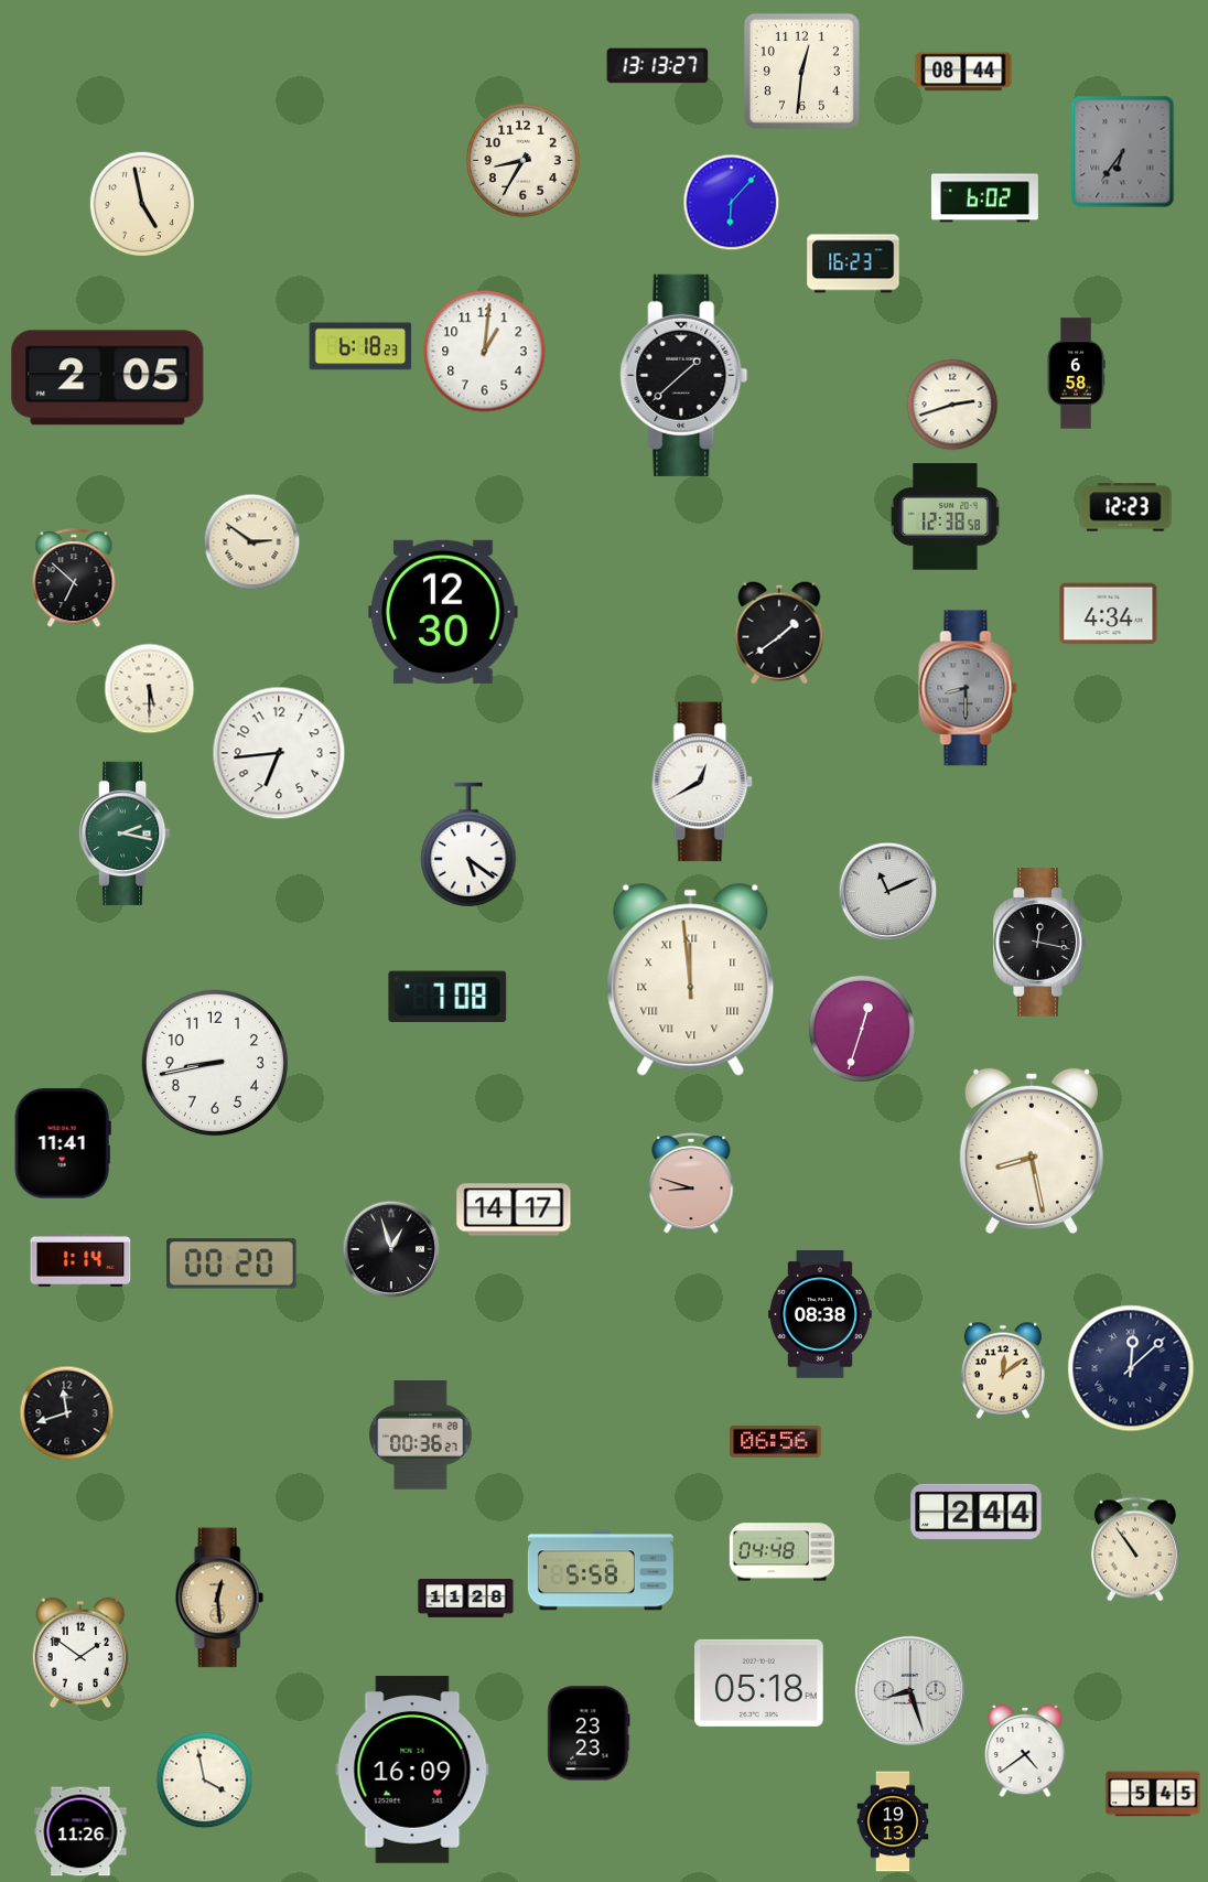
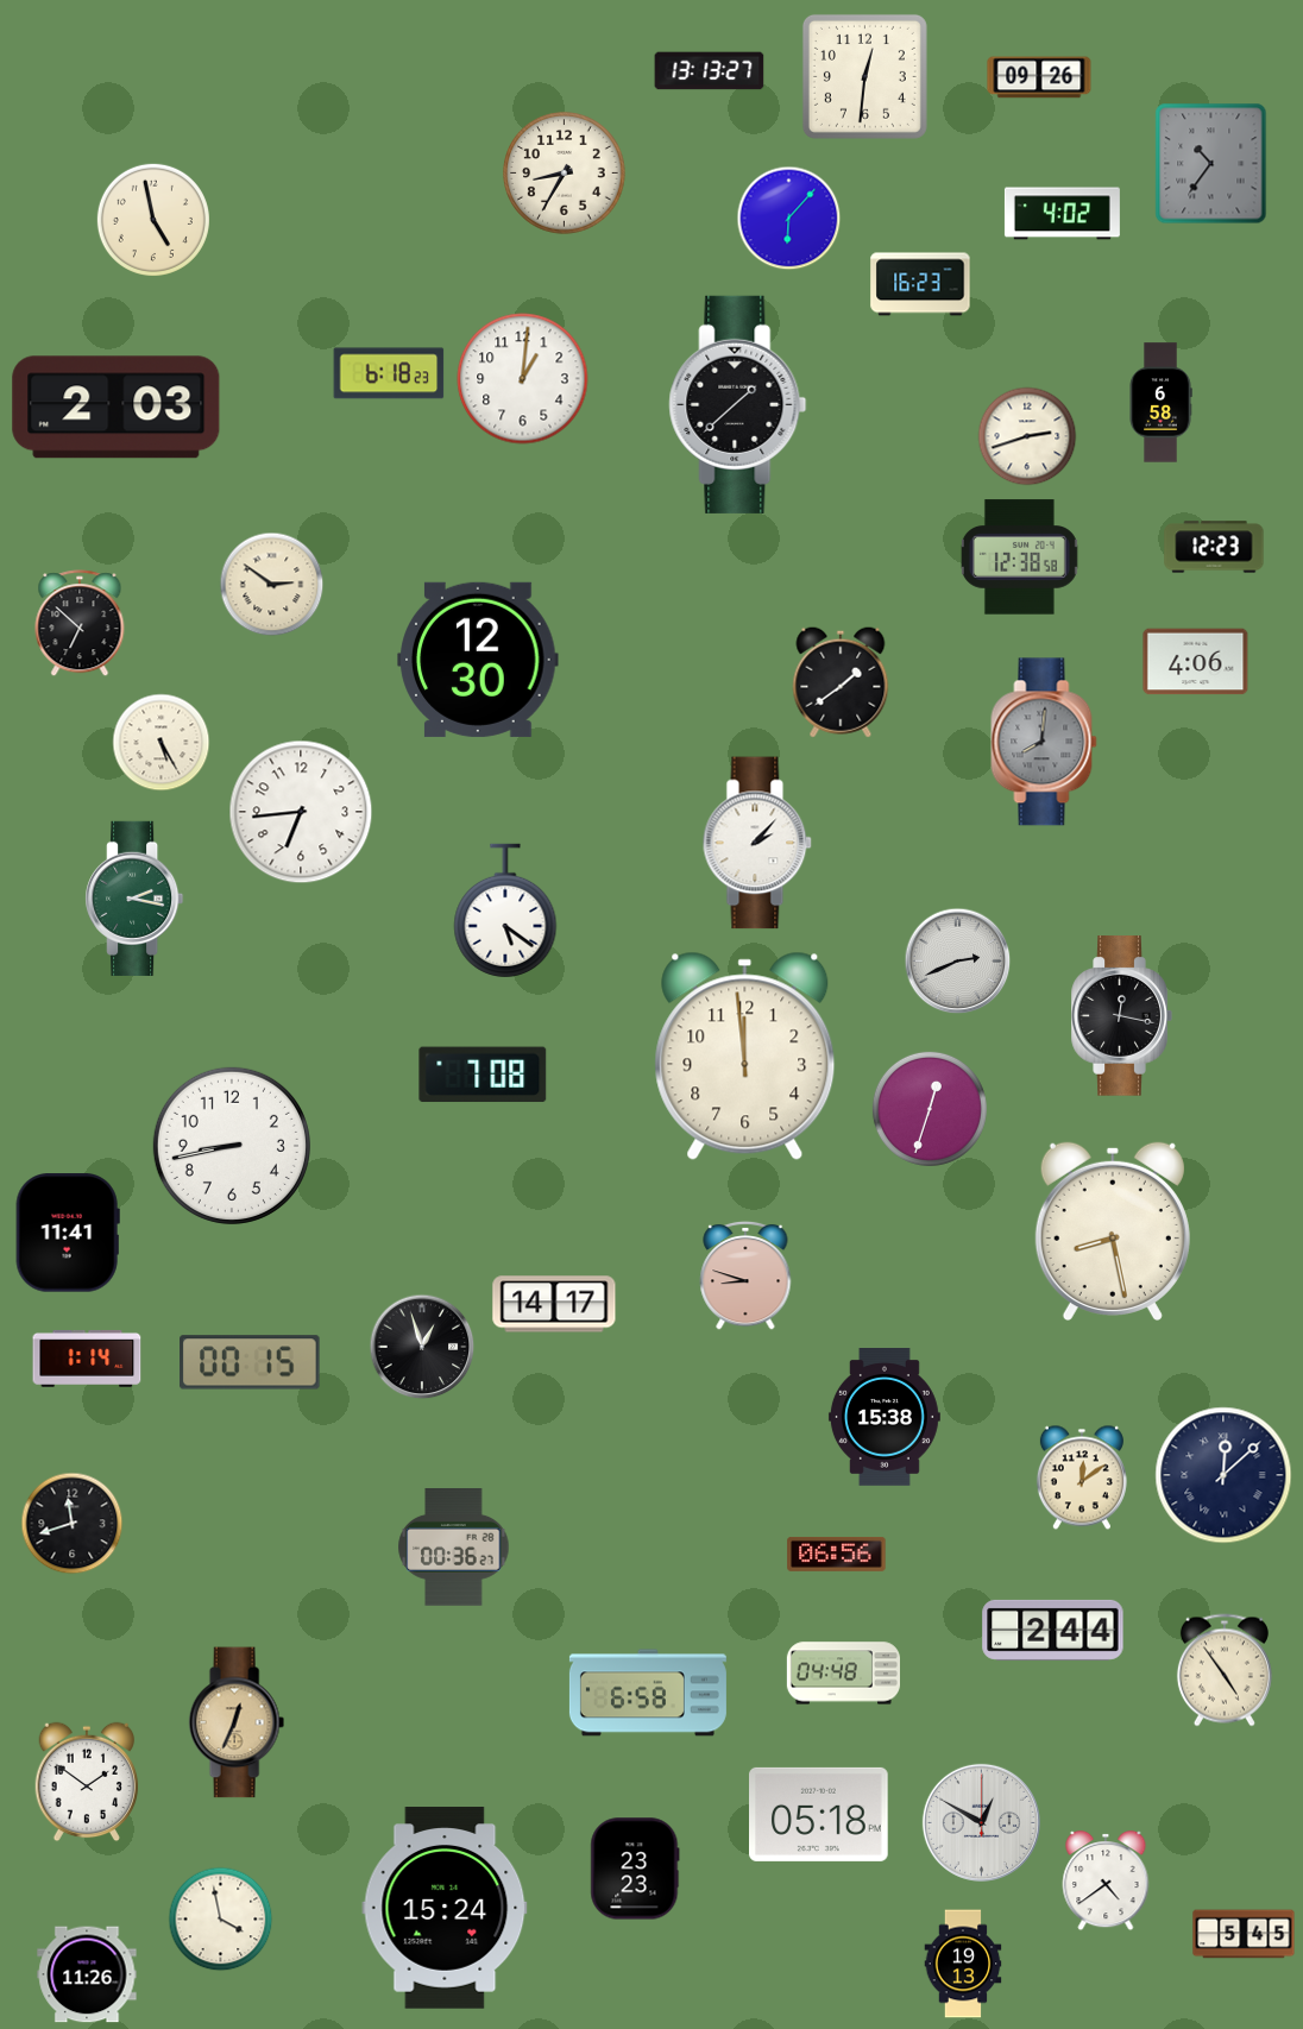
clock at (963, 72): 08:44 -> 09:26
clock at (1123, 152): 6:36 -> 10:36
clock at (984, 198): 6:02 -> 4:02
clock at (108, 378): 2:05 -> 2:03
clock at (1109, 614): 4:34 -> 4:06
clock at (968, 688): 8:30 -> 8:01
clock at (150, 689): 5:30 -> 5:25
clock at (702, 782): 12:40 -> 2:07
clock at (888, 892): 11:11 -> 2:41
clock at (691, 979) numerals: Roman -> Arabic
clock at (1032, 1150) position: (1032, 1150) -> (1113, 1230)
clock at (231, 1263): 00:20 -> 00:15
clock at (820, 1315): 08:38 -> 15:38
clock at (1131, 1368) position: (1131, 1368) -> (1223, 1475)
clock at (1135, 1549): 10:54 -> 4:54
clock at (601, 1570): 5:58 -> 6:58
clock at (219, 1598): 12:29 -> 12:34
clock at (466, 1599): 11:28 -> none
clock at (909, 1690): 8:27 -> 12:50
clock at (1025, 1751) position: (1025, 1751) -> (1106, 1880)
clock at (412, 1770): 16:09 -> 15:24
